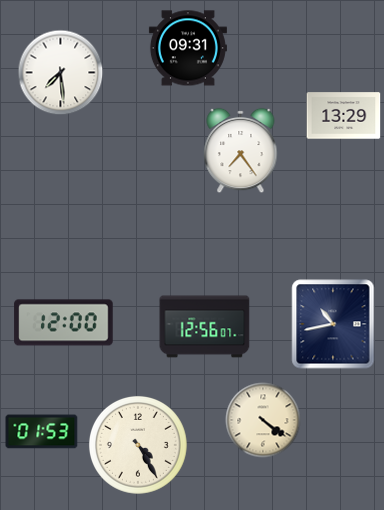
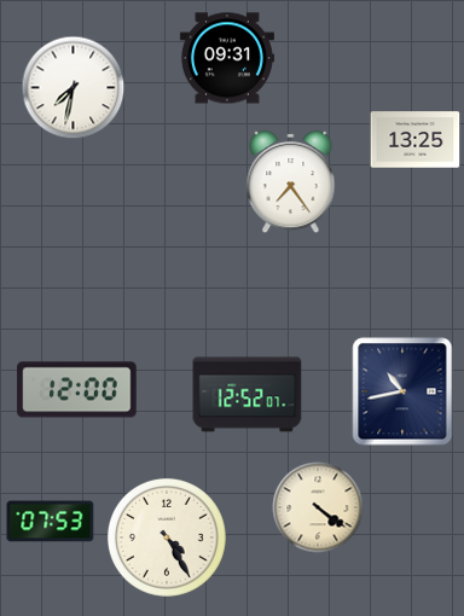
clock at (61, 73): 7:29 -> 7:32
clock at (344, 116): 13:29 -> 13:25
clock at (205, 327): 12:56 -> 12:52
clock at (42, 432): 01:53 -> 07:53
